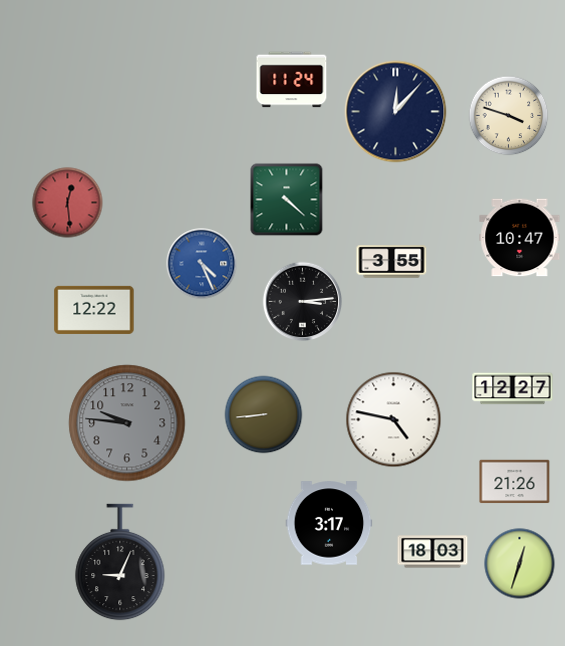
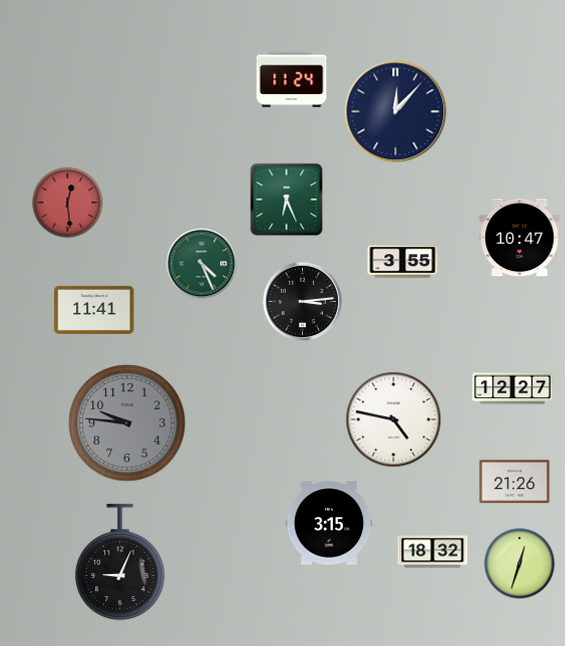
clock at (509, 116): 3:48 -> none
clock at (287, 200): 4:22 -> 6:26
clock at (392, 262) position: (392, 262) -> (403, 262)
clock at (202, 264) dial: blue -> green
clock at (94, 310): 12:22 -> 11:41
clock at (264, 415): 8:44 -> none
clock at (329, 523): 3:17 -> 3:15
clock at (433, 552): 18:03 -> 18:32
